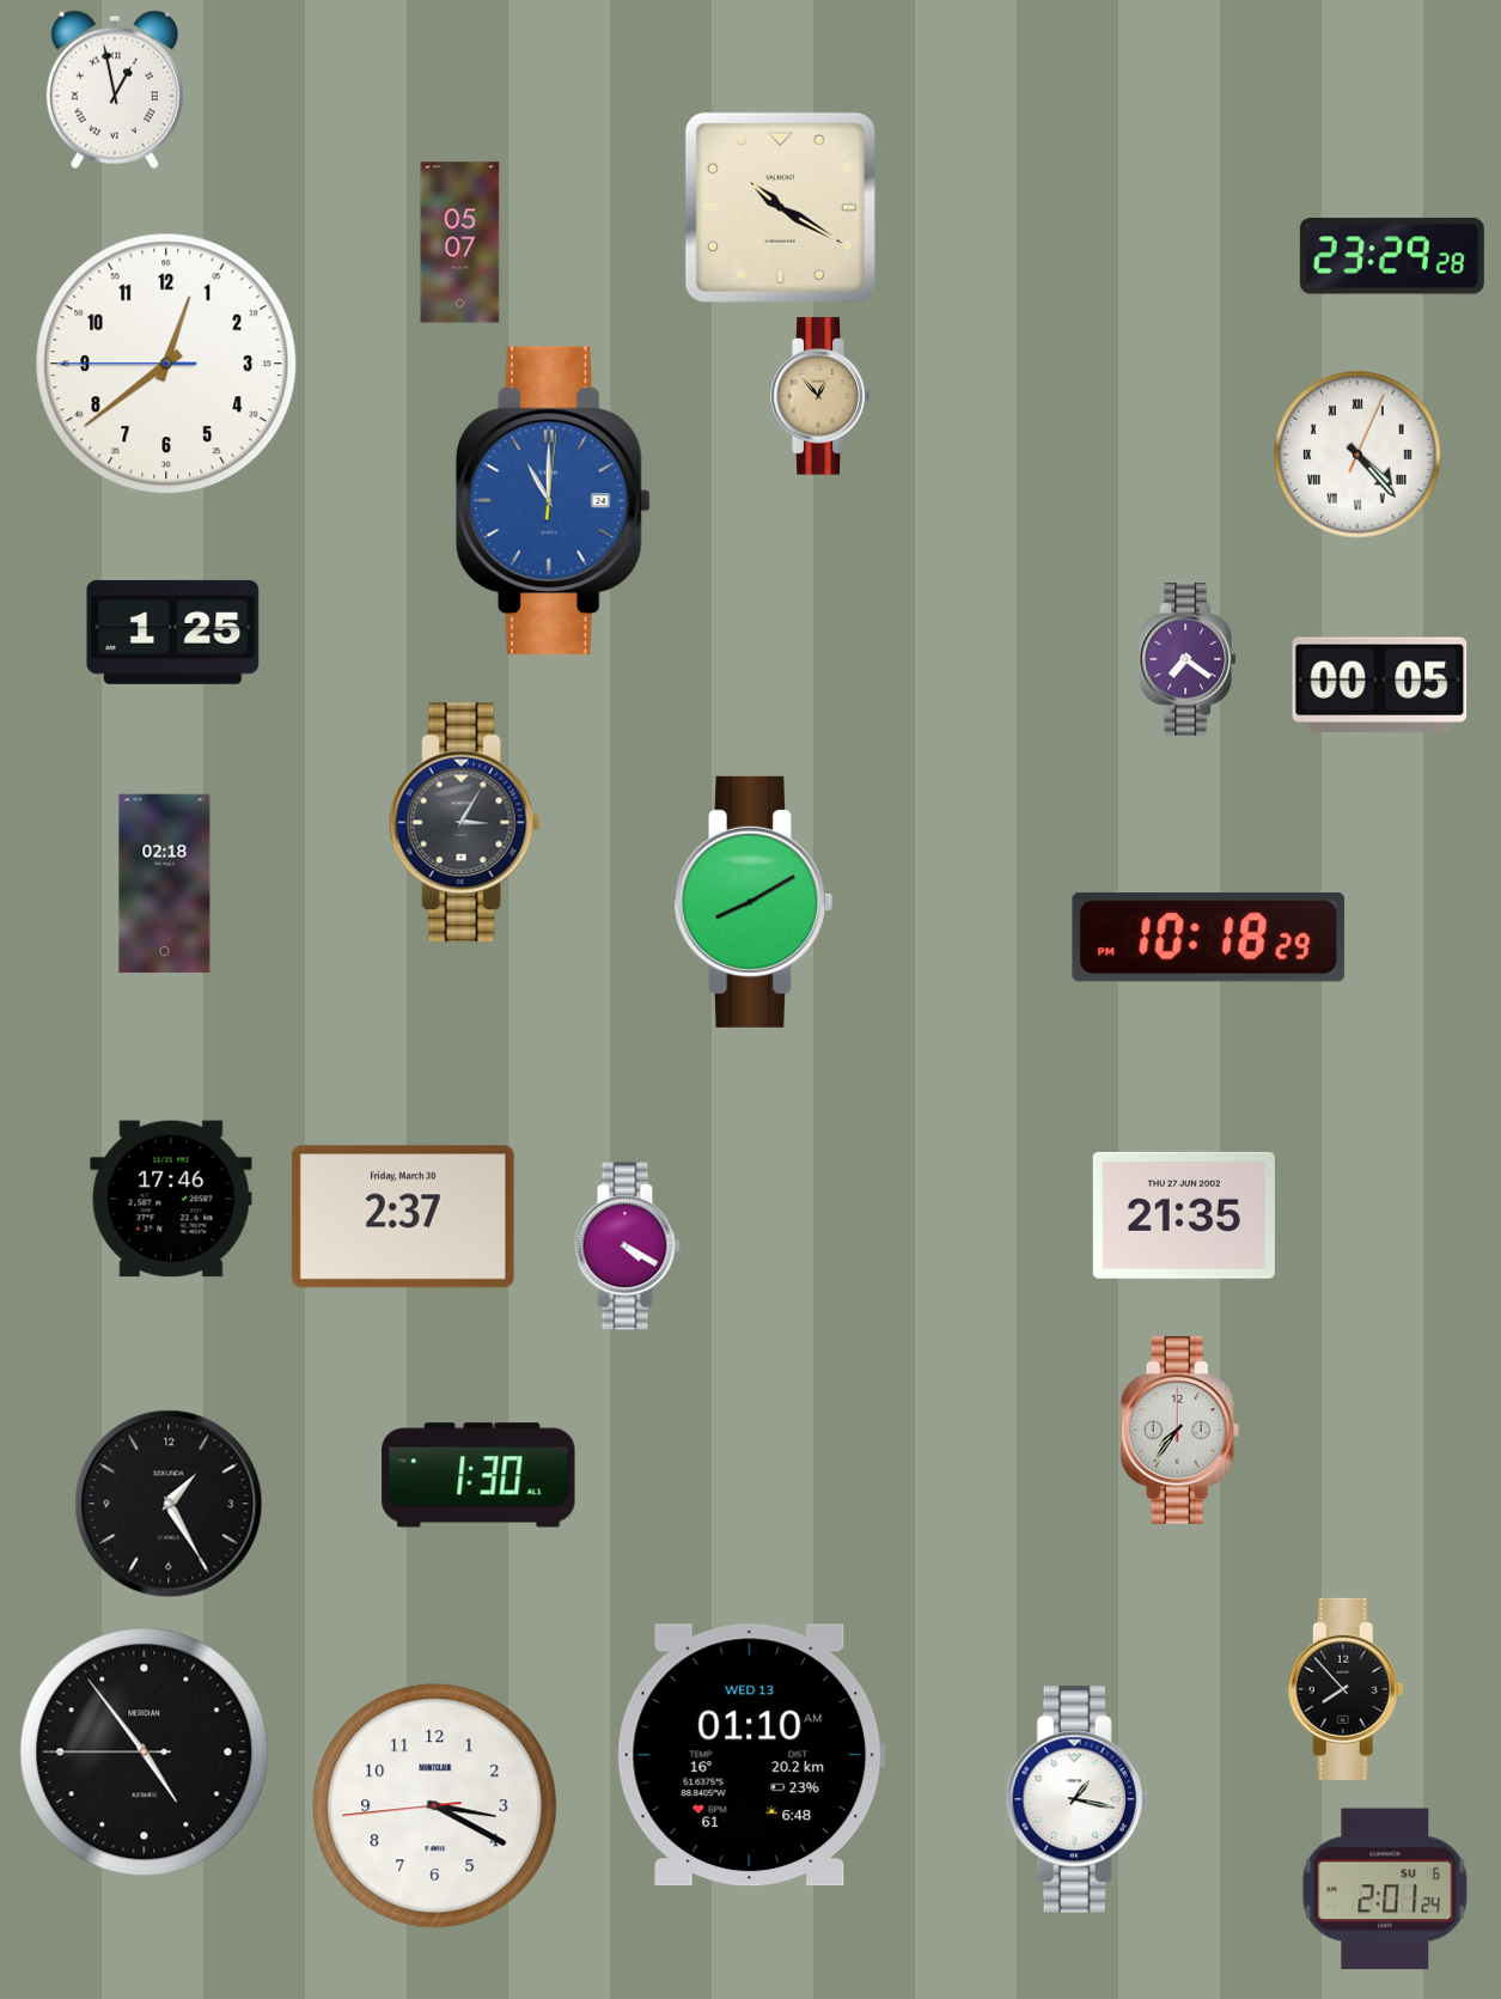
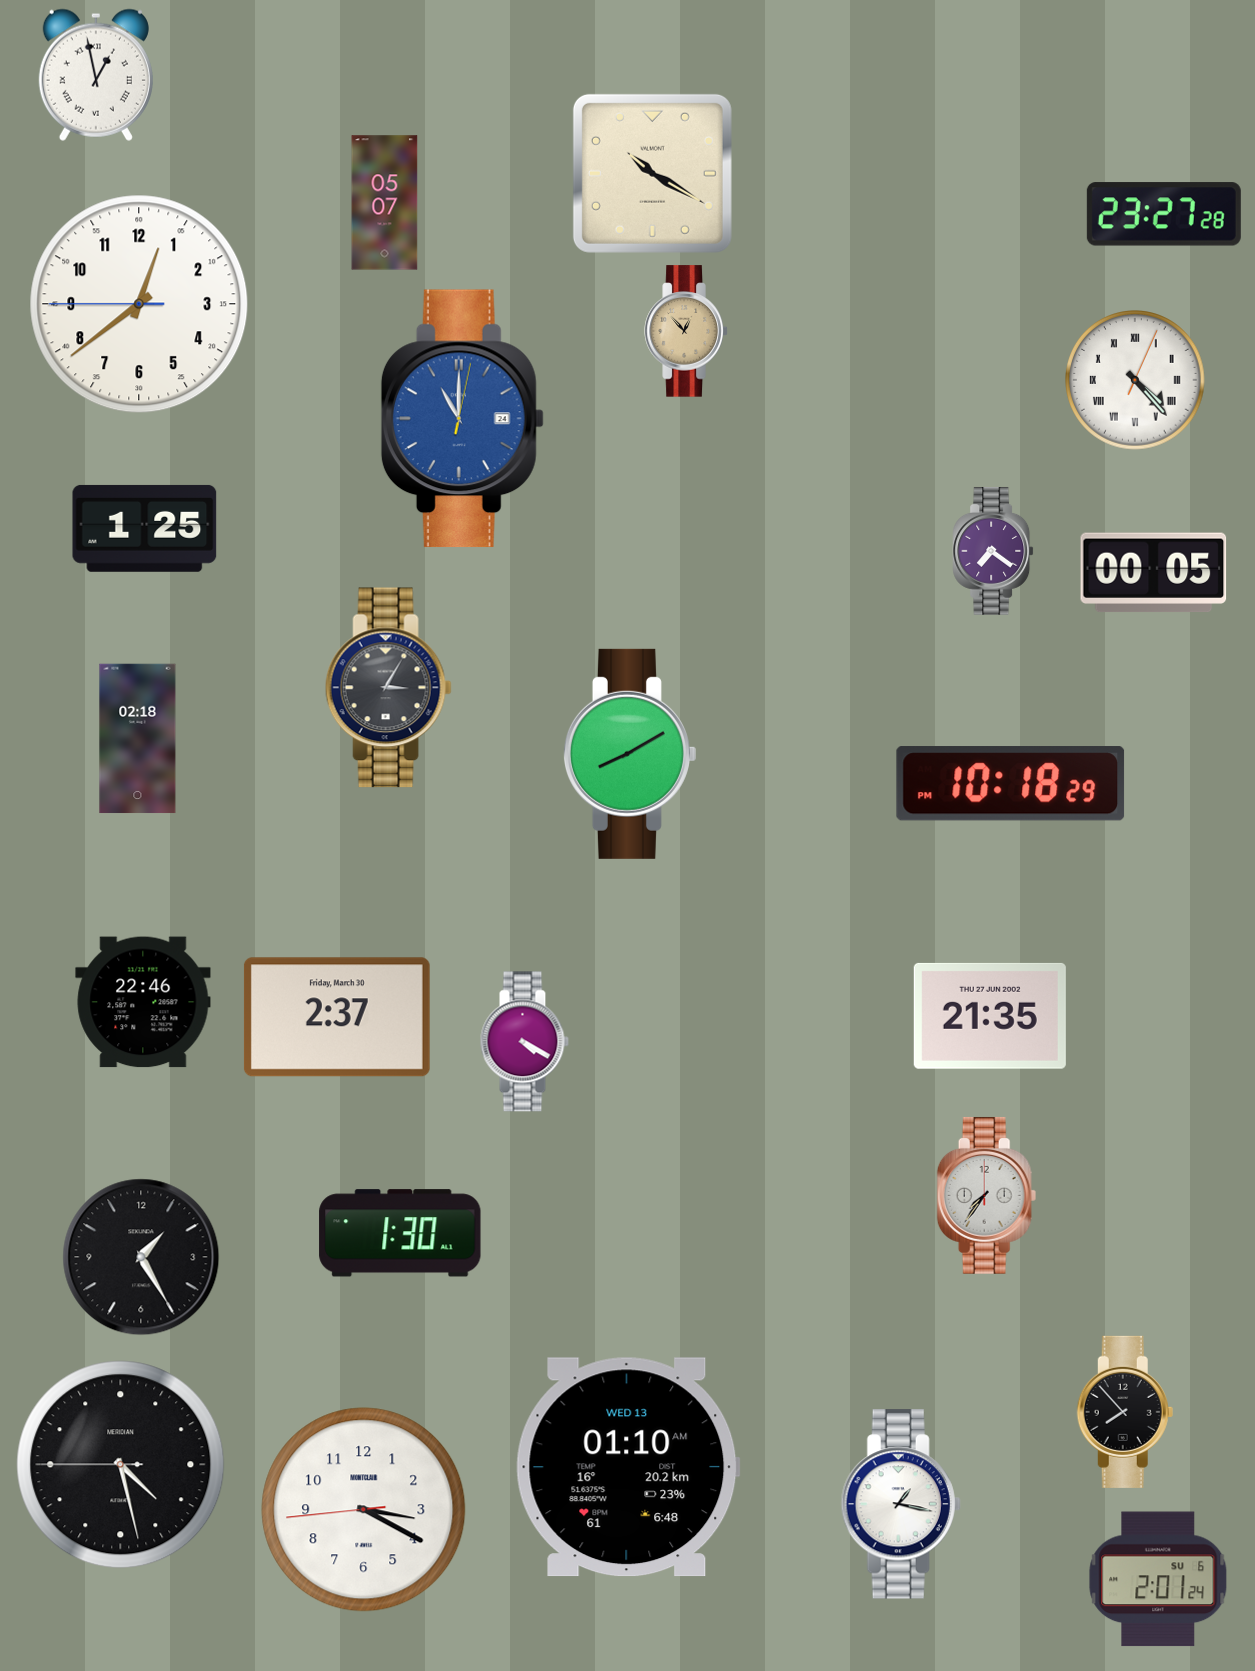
clock at (1392, 256): 23:29 -> 23:27
clock at (553, 501): 11:00:01 -> 11:00:02
clock at (171, 1199): 17:46 -> 22:46
clock at (145, 1753): 4:53 -> 4:27
